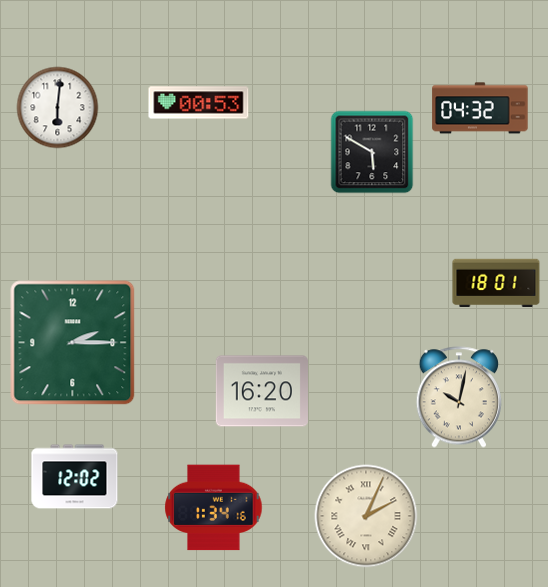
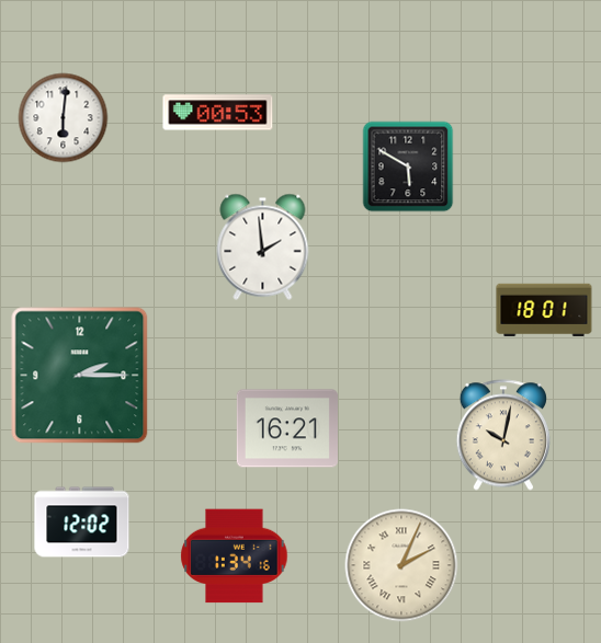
clock at (480, 108): 04:32 -> none
clock at (263, 246): none -> 1:59
clock at (262, 391): 16:20 -> 16:21
